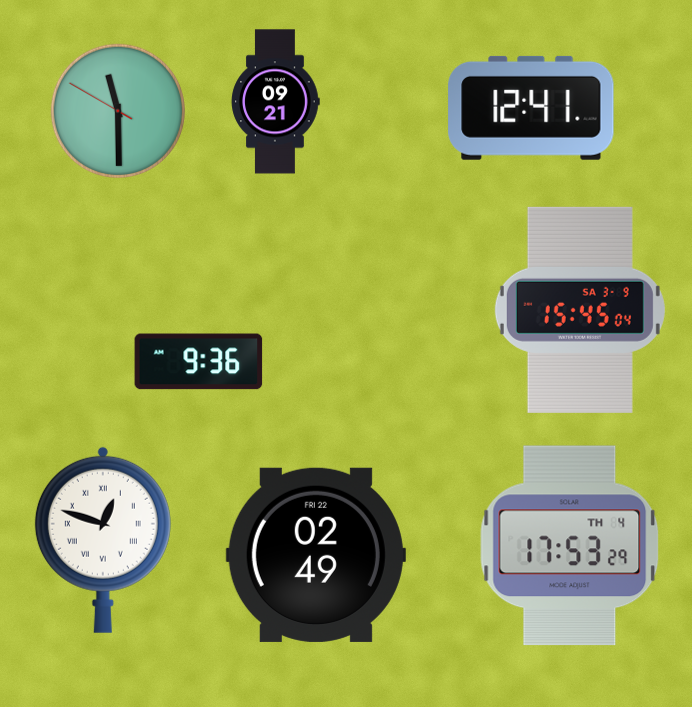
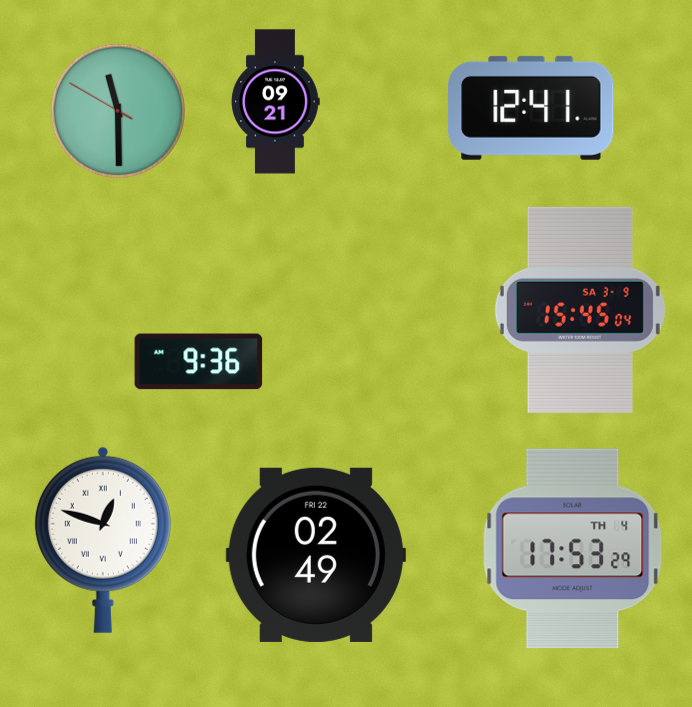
clock at (570, 546) position: (570, 546) -> (573, 549)
